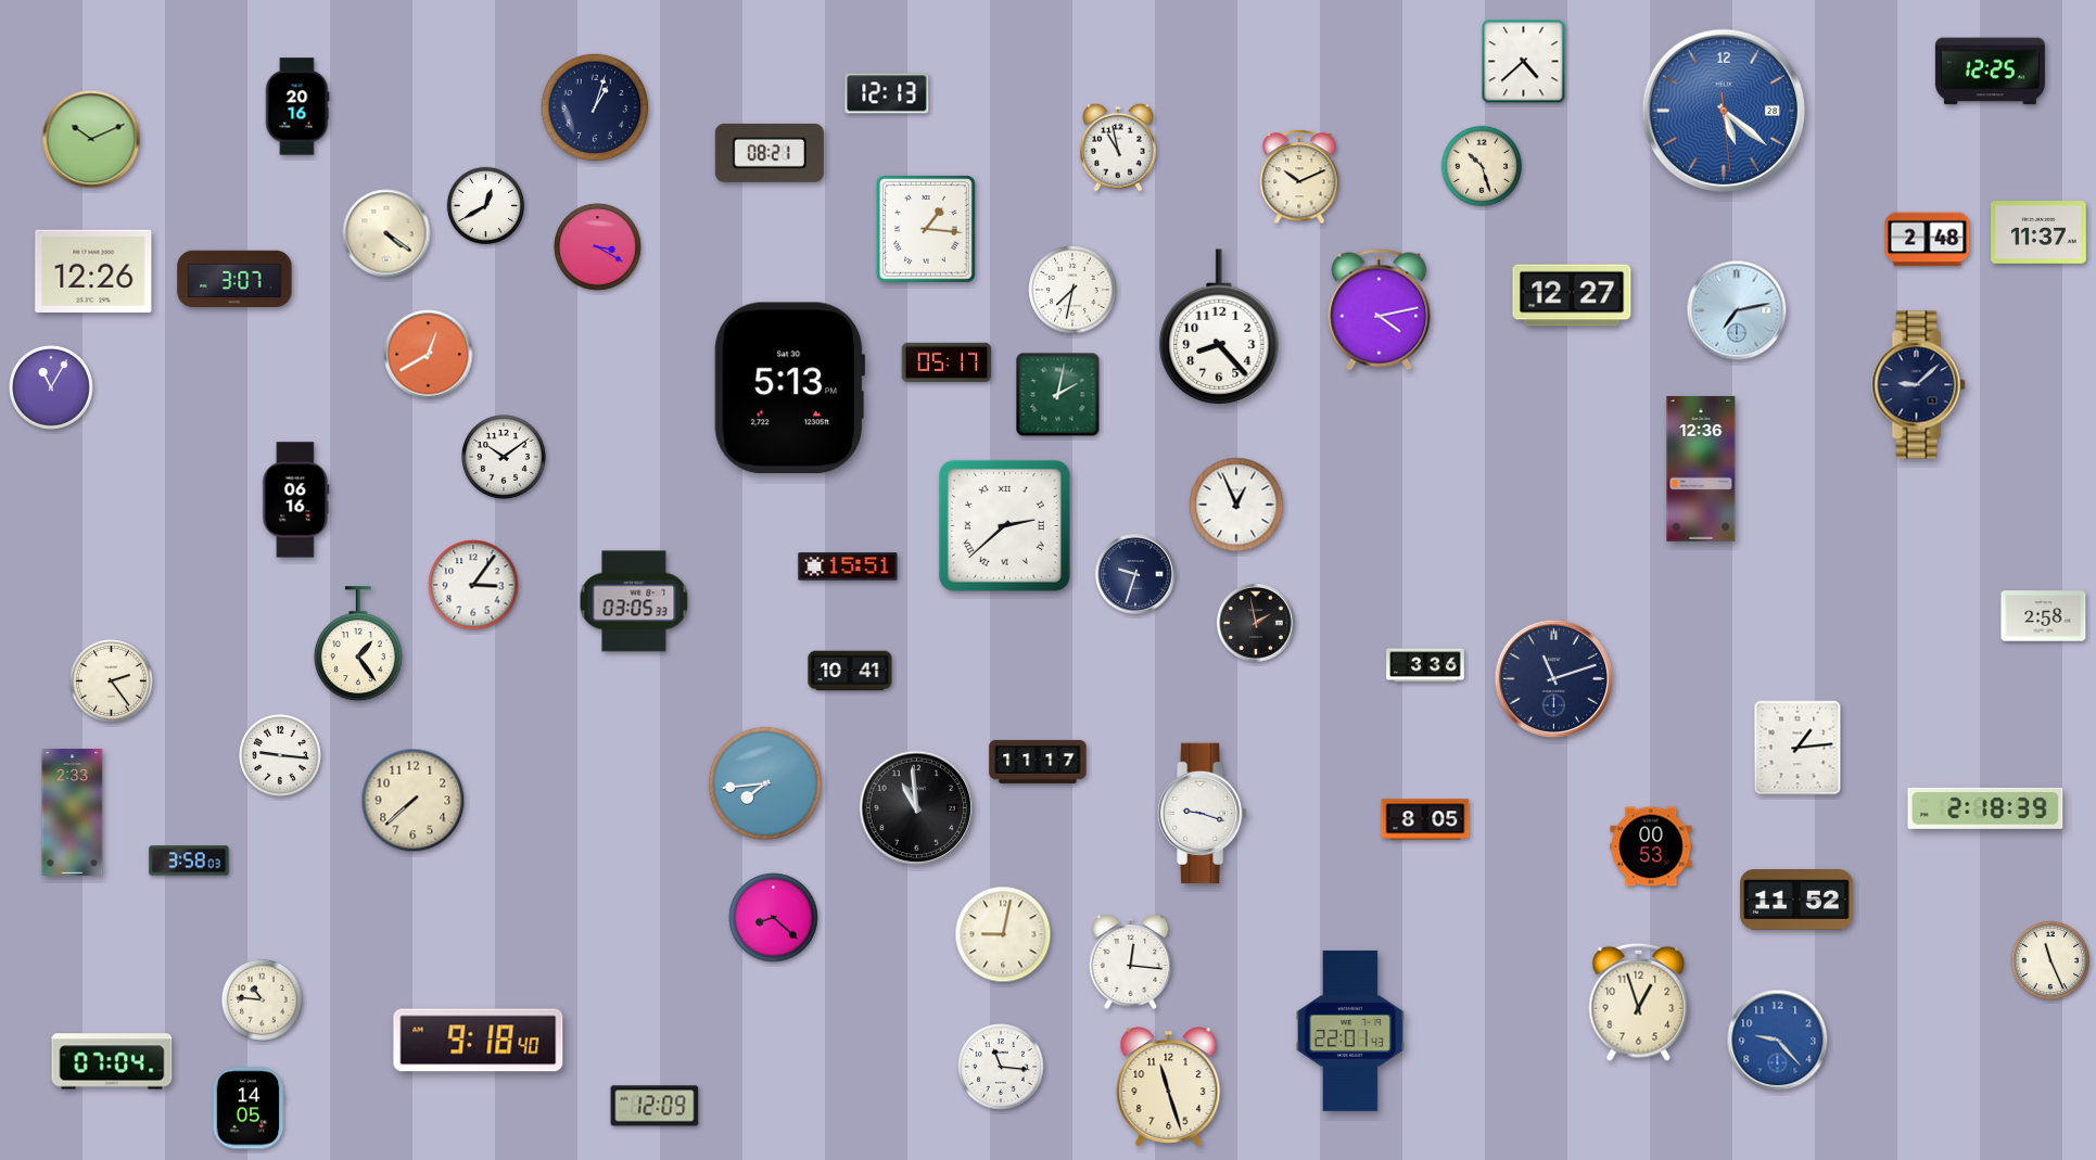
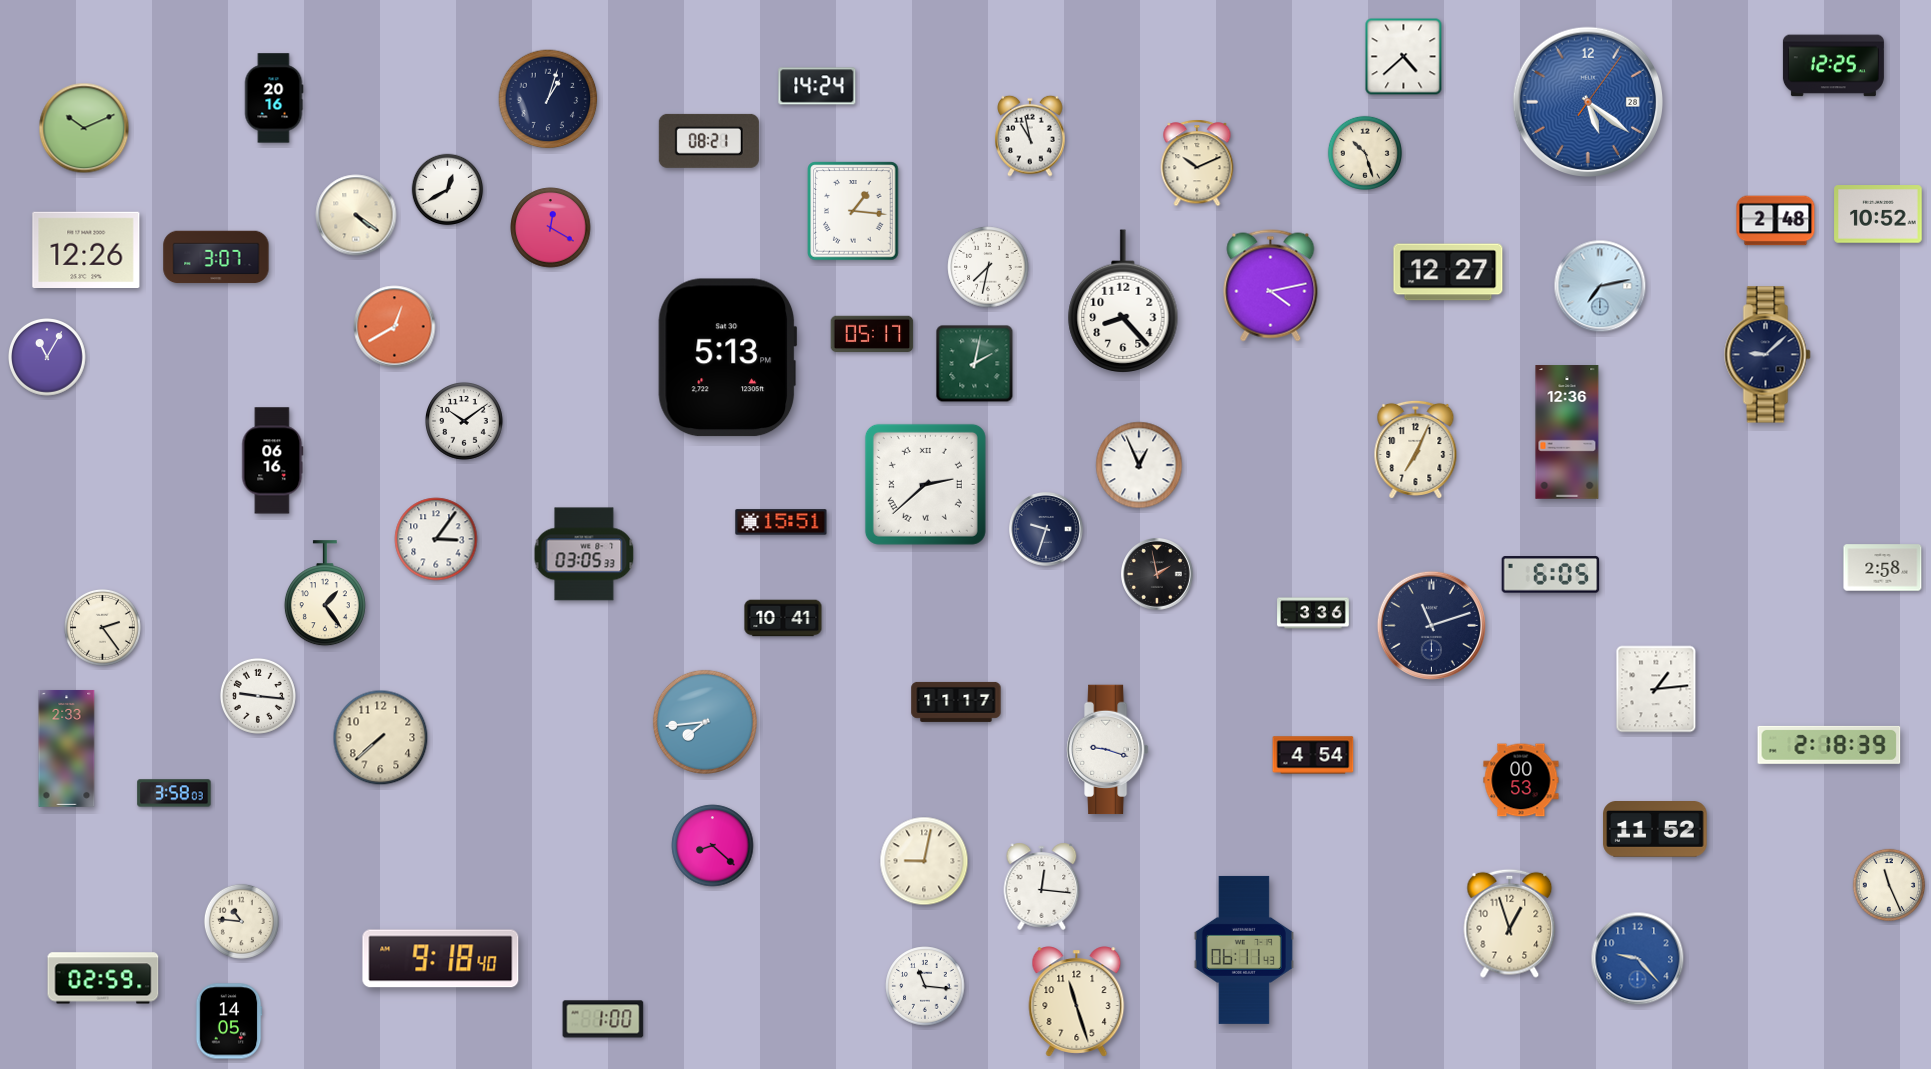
clock at (887, 93): 12:13 -> 14:24
clock at (1723, 110): 5:21:29 -> 5:21:06
clock at (2038, 232): 11:37 -> 10:52
clock at (598, 247): 3:20 -> 12:20
clock at (1416, 449): none -> 7:04
clock at (1551, 575): none -> 6:05
clock at (358, 645) position: (358, 645) -> (325, 594)
clock at (917, 808): 10:59 -> none
clock at (1425, 819): 8:05 -> 4:54
clock at (1350, 1031): 22:01 -> 06:11
clock at (112, 1061): 07:04 -> 02:59
clock at (1001, 1067) position: (1001, 1067) -> (925, 986)
clock at (655, 1106): 12:09 -> 1:00
